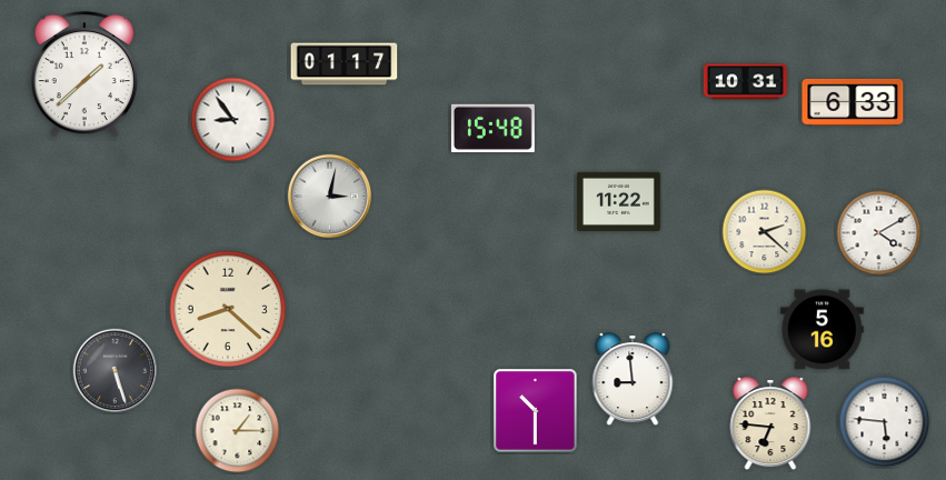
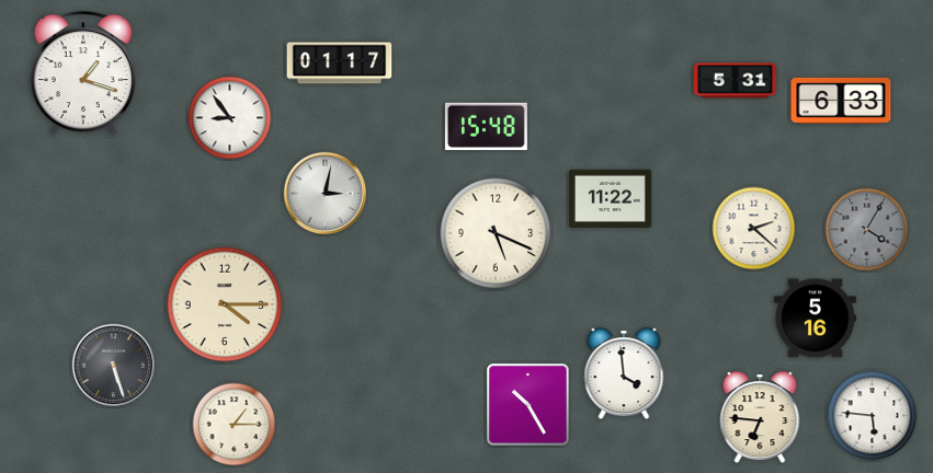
clock at (84, 74): 1:38 -> 1:18
clock at (745, 82): 10:31 -> 5:31
clock at (879, 233): 4:10 -> 4:05
clock at (879, 233) dial: white -> grey
clock at (496, 233): none -> 5:19
clock at (228, 309): 8:22 -> 4:15
clock at (821, 330) position: (821, 330) -> (815, 319)
clock at (633, 380): 8:59 -> 3:59
clock at (536, 411): 10:30 -> 10:25
